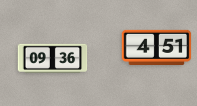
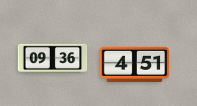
clock at (157, 47) position: (157, 47) -> (135, 64)
